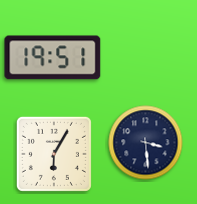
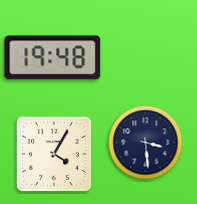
clock at (53, 58): 19:51 -> 19:48
clock at (54, 154): 6:05 -> 4:05
